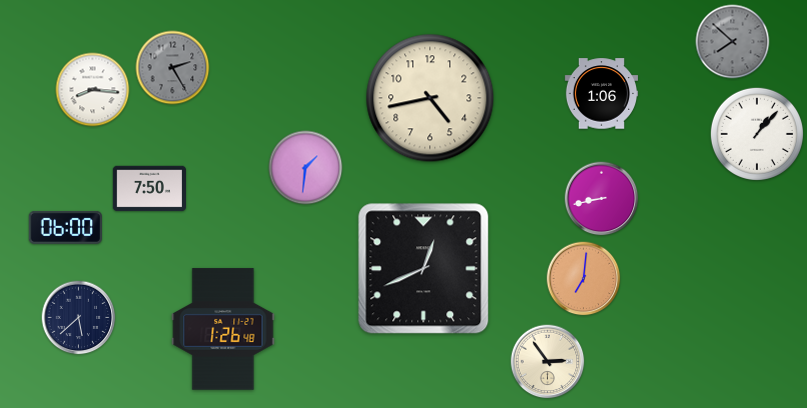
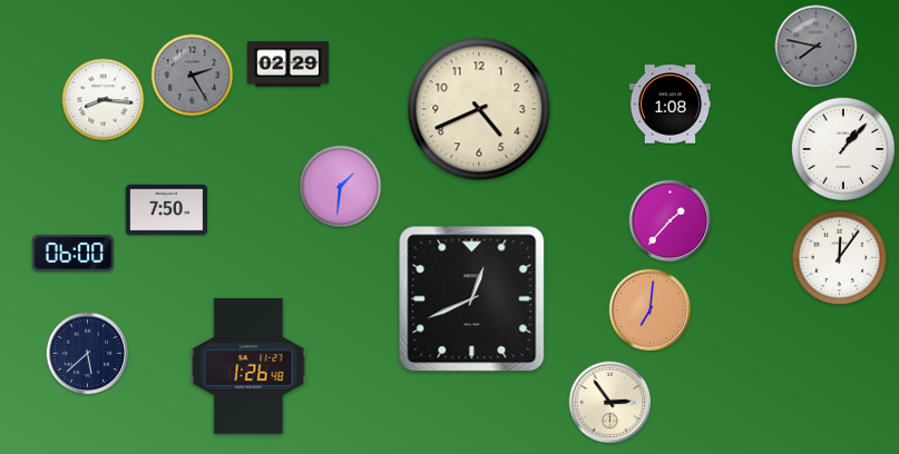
clock at (733, 42): 7:52 -> 7:47
clock at (287, 65): none -> 02:29
clock at (601, 94): 1:06 -> 1:08
clock at (430, 98): 4:43 -> 4:41
clock at (602, 199): 8:43 -> 1:37
clock at (840, 258): none -> 12:06
